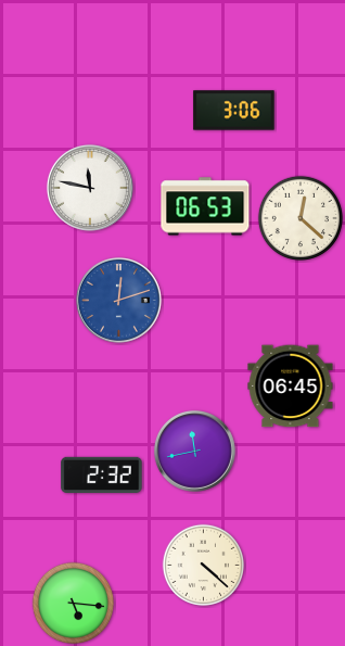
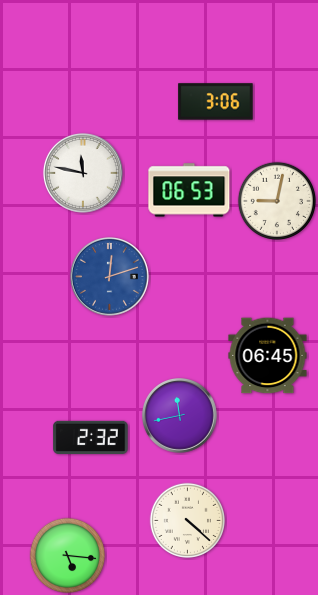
clock at (299, 217): 12:22 -> 9:02
clock at (102, 474) position: (102, 474) -> (91, 437)
